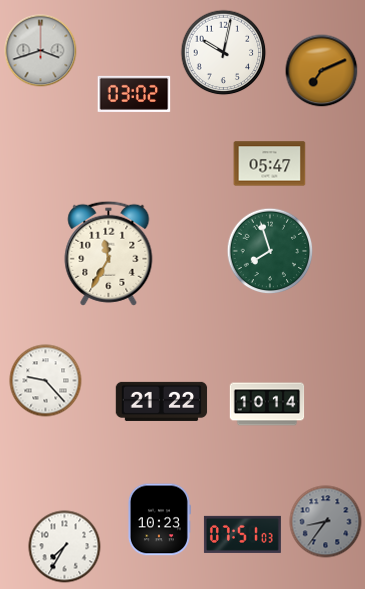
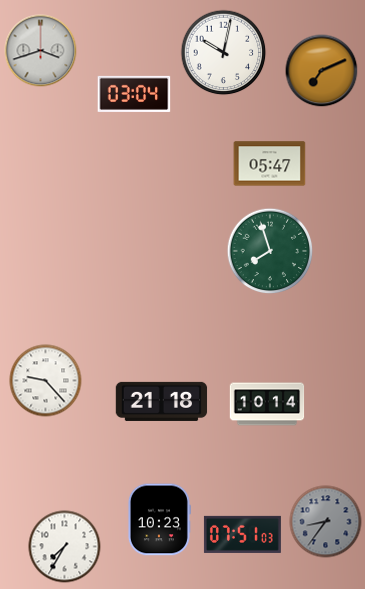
clock at (134, 94): 03:02 -> 03:04
clock at (109, 253): 11:35 -> none
clock at (162, 401): 21:22 -> 21:18
